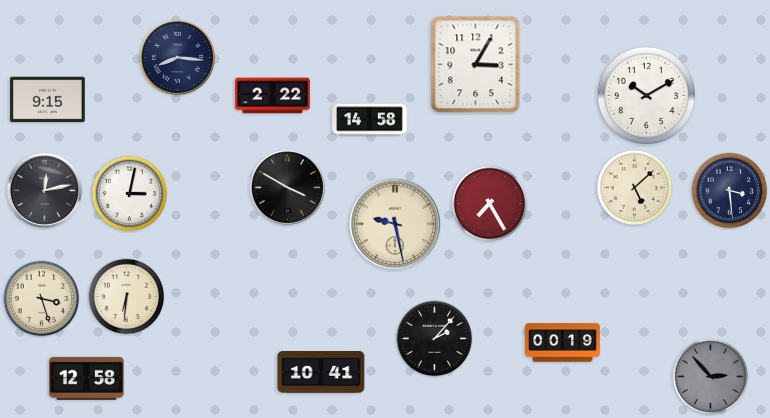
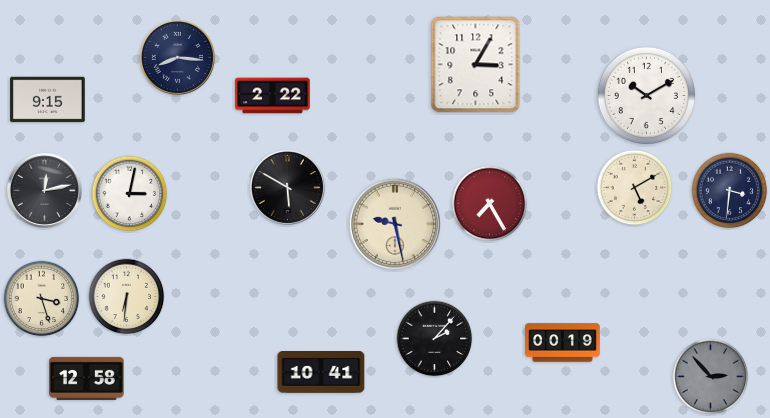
clock at (370, 120): 14:58 -> none
clock at (287, 187): 3:50 -> 5:50
clock at (635, 188): 5:08 -> 5:10
clock at (730, 191): 3:29 -> 3:31
